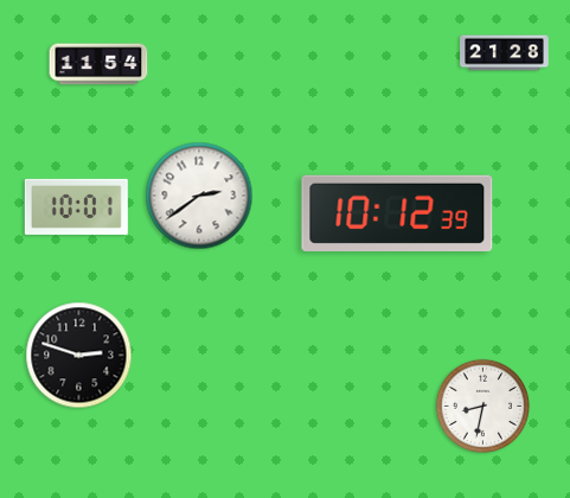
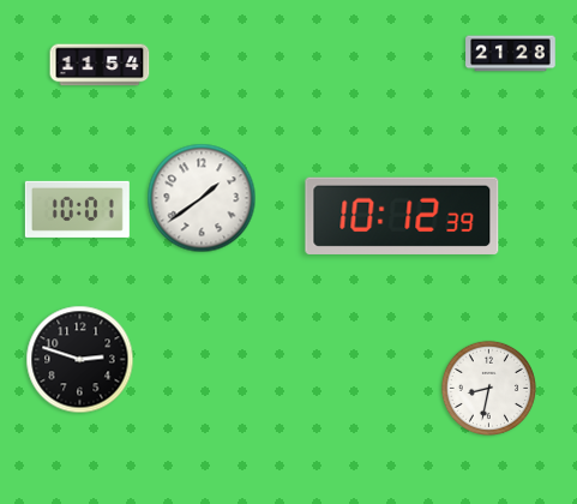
clock at (199, 196): 2:39 -> 1:39
clock at (482, 406) position: (482, 406) -> (488, 388)
